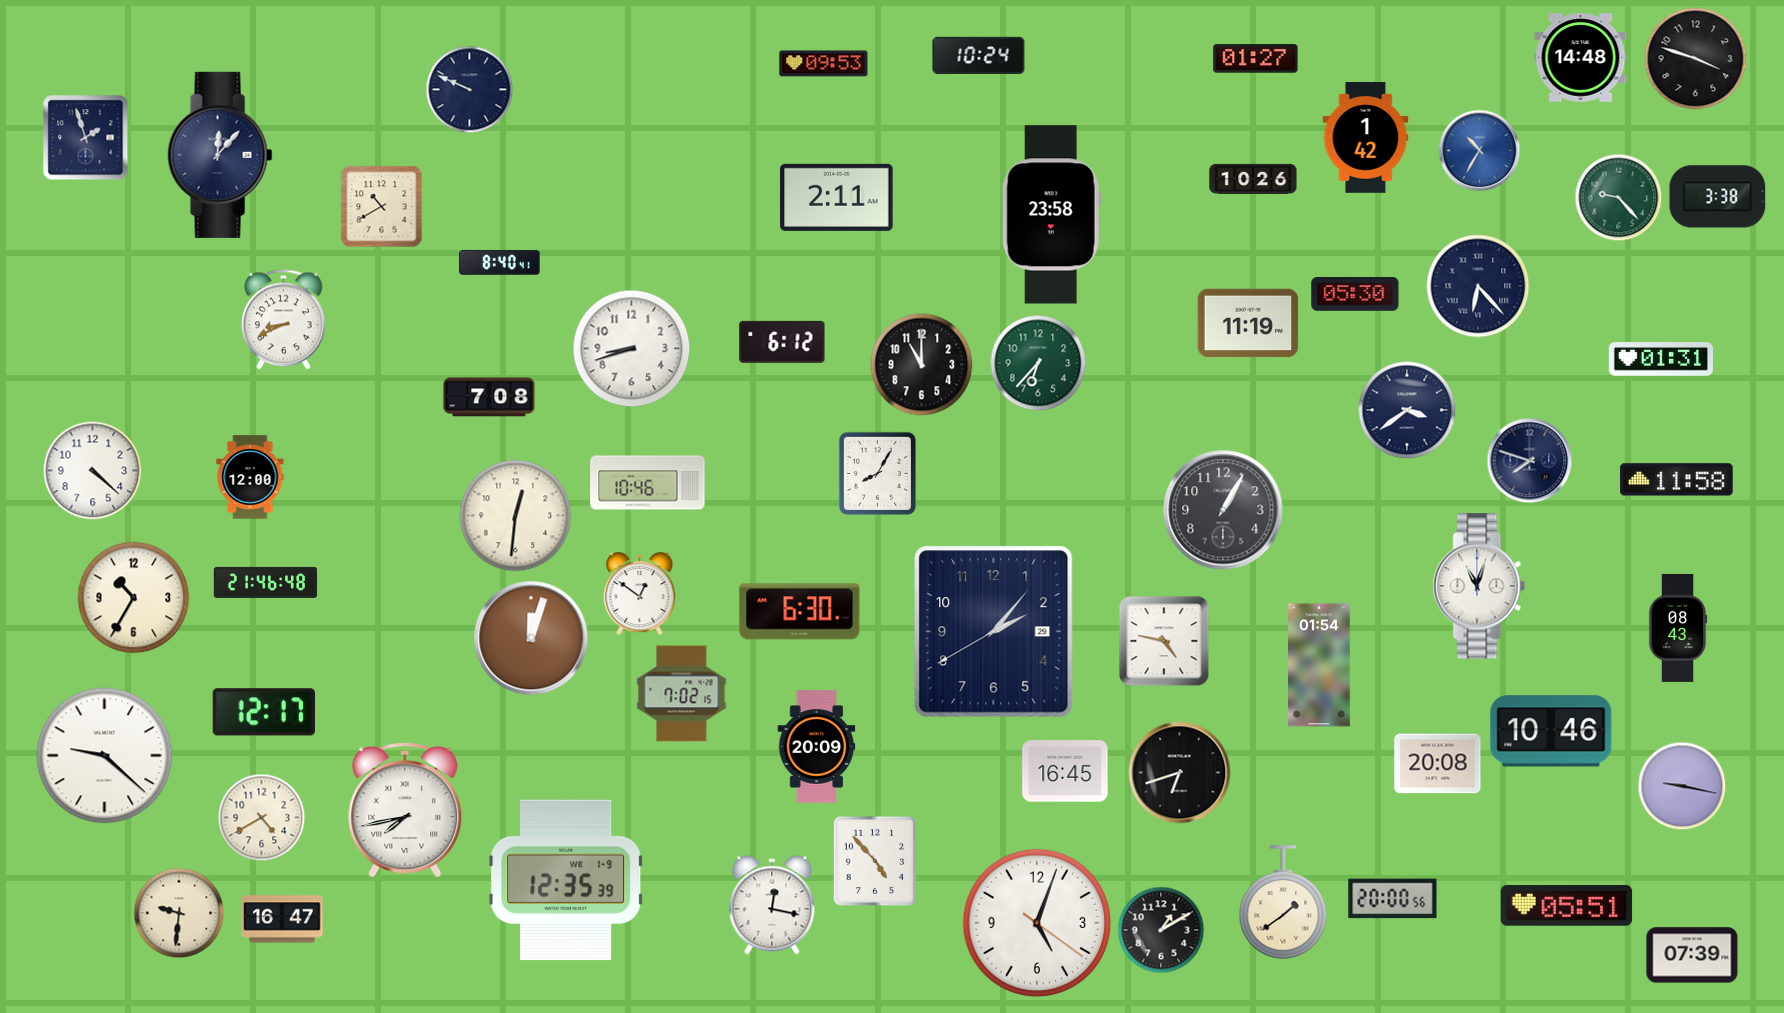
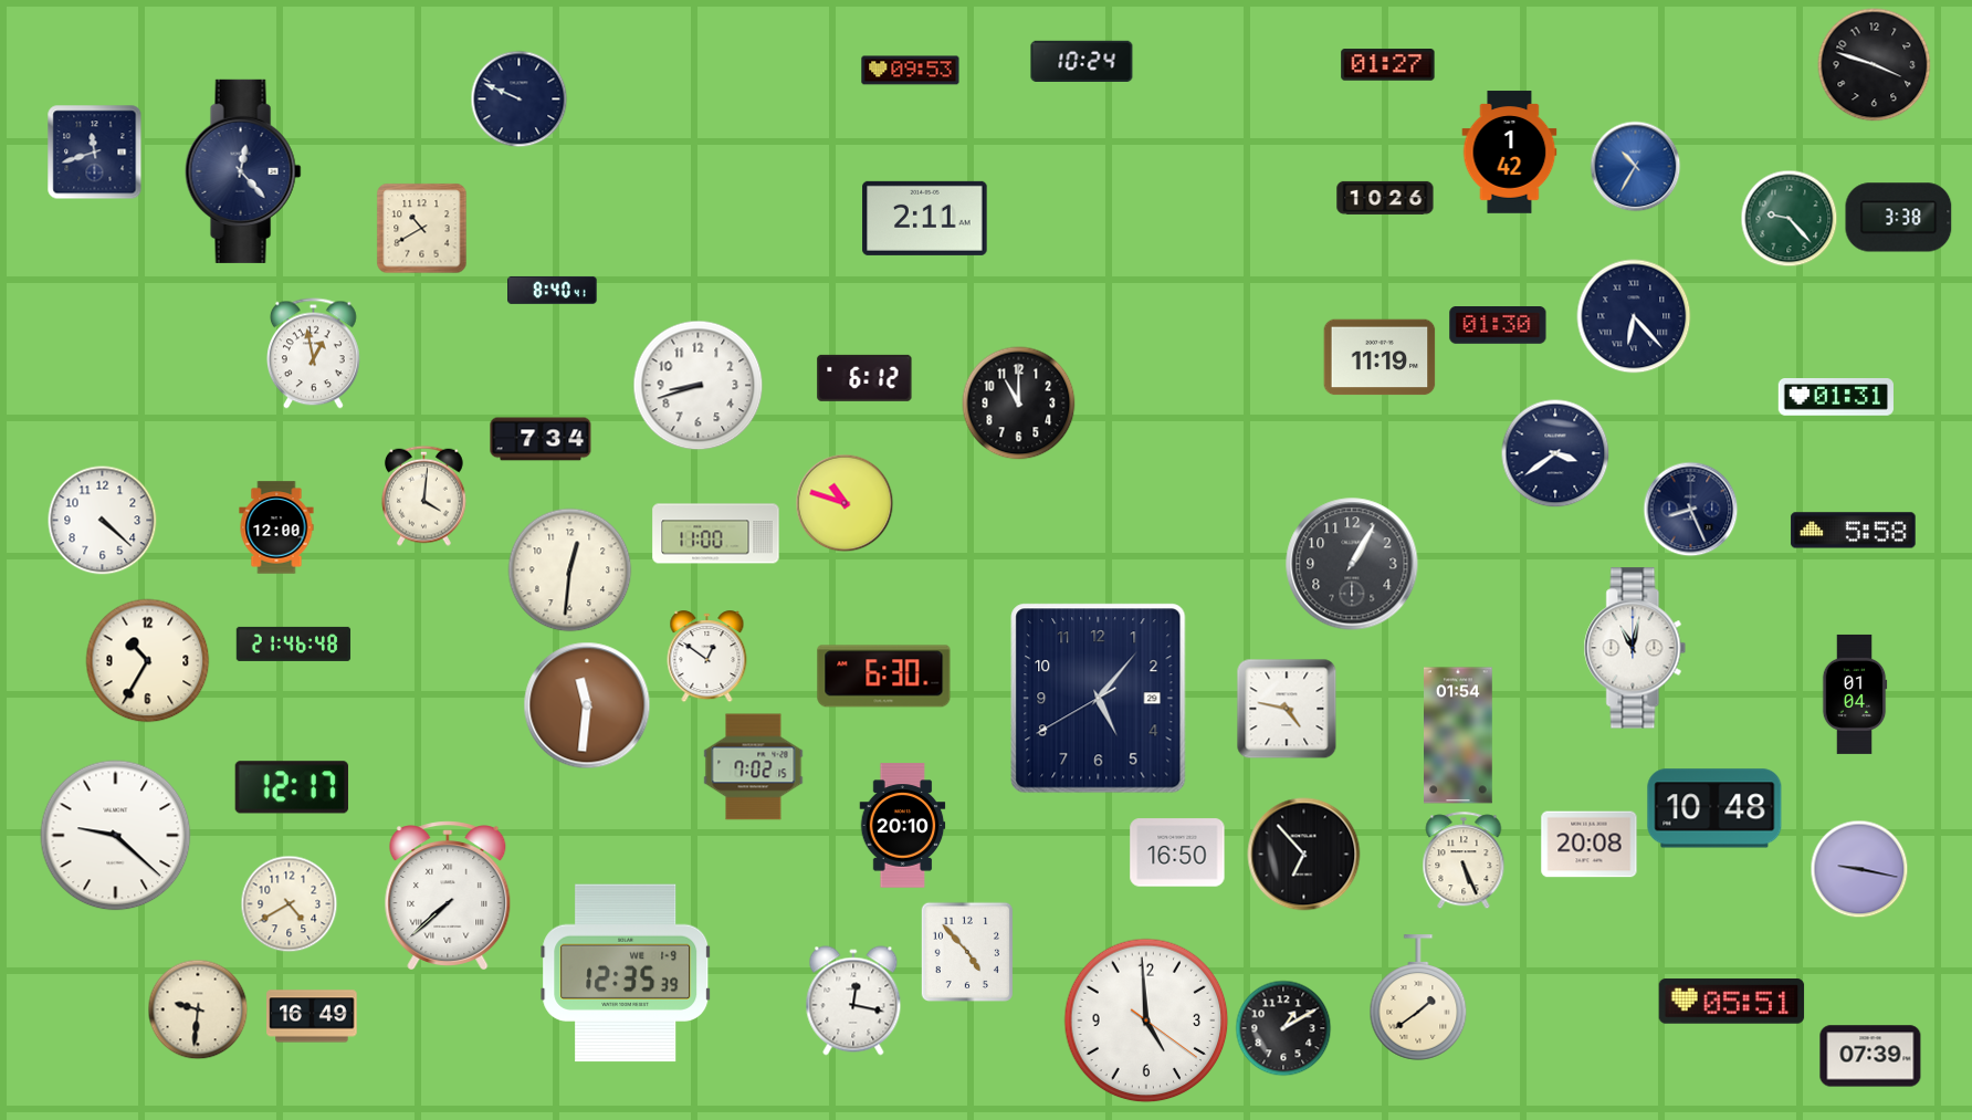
clock at (1581, 58): 14:48 -> none
clock at (86, 138): 1:57 -> 11:42
clock at (220, 155): 12:07 -> 12:23
clock at (1051, 215): 23:58 -> none
clock at (1355, 295): 05:30 -> 01:30
clock at (283, 320): 8:41 -> 12:58
clock at (1038, 363): 6:37 -> none
clock at (489, 397): 7:08 -> 7:34
clock at (423, 495): none -> 4:01
clock at (845, 503): none -> 10:48
clock at (1530, 461): 7:48 -> 8:26
clock at (877, 473): 8:05 -> none
clock at (1677, 480): 11:58 -> 5:58
clock at (648, 483): 10:46 -> 11:00
clock at (1479, 586): 11:03 -> 11:02
clock at (1678, 628): 08:43 -> 01:04
clock at (994, 632): 2:06 -> 5:06
clock at (531, 638): 12:03 -> 11:31
clock at (1551, 731): 10:46 -> 10:48
clock at (817, 747): 20:09 -> 20:10
clock at (1065, 771): 16:45 -> 16:50
clock at (1180, 773): 6:42 -> 6:53
clock at (1464, 861): none -> 5:26
clock at (405, 810): 7:43 -> 7:38
clock at (1393, 899): 20:00 -> none
clock at (282, 919): 16:47 -> 16:49
clock at (1037, 923): 5:03 -> 4:59
